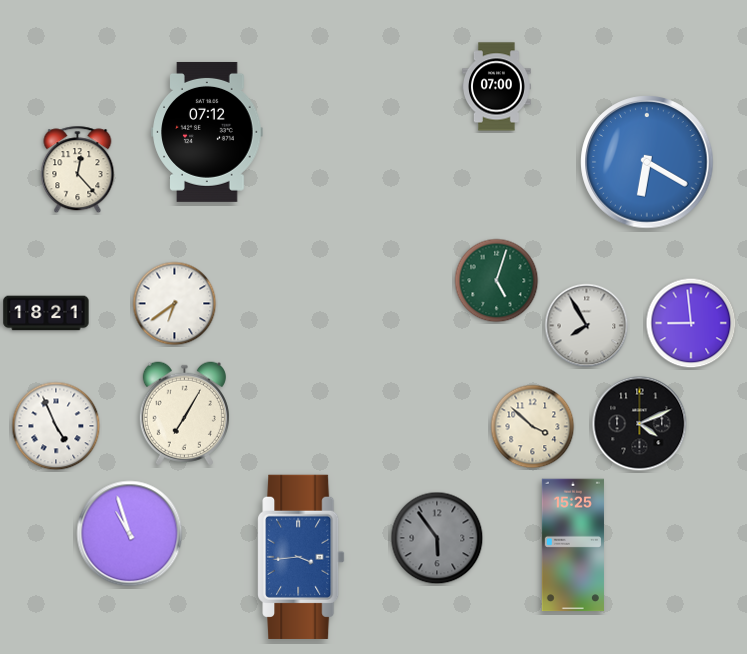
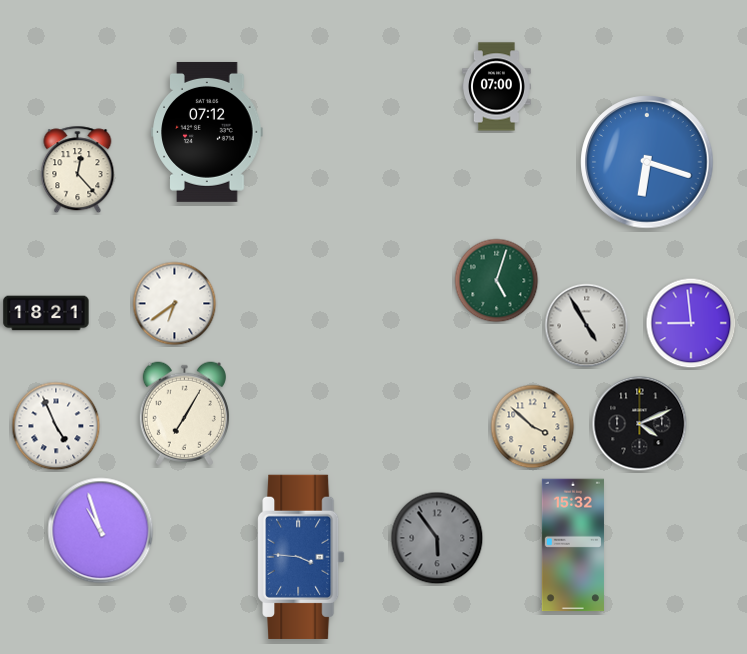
clock at (647, 162): 6:20 -> 6:18
clock at (587, 326): 7:55 -> 4:55
clock at (130, 534) position: (130, 534) -> (101, 531)
clock at (573, 545): 15:25 -> 15:32
clock at (301, 557): 3:44 -> 3:46
